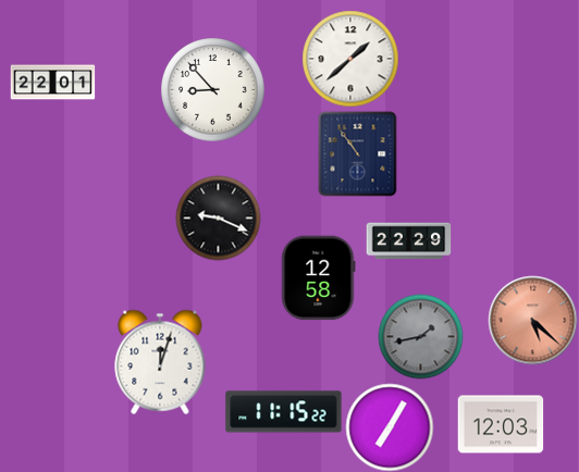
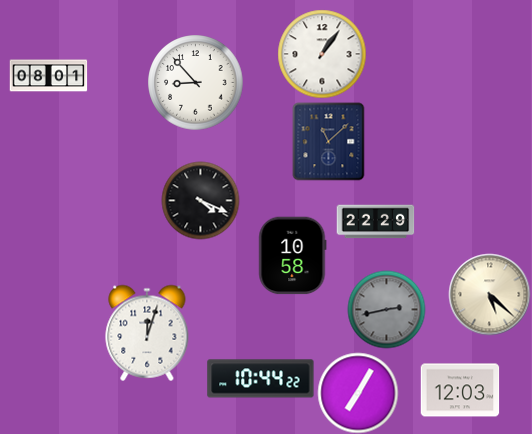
clock at (350, 59): 1:38 -> 1:06
clock at (52, 83): 22:01 -> 08:01
clock at (358, 153): 10:54 -> 11:08
clock at (218, 218): 9:19 -> 4:19
clock at (319, 277): 12:58 -> 10:58
clock at (532, 320) dial: salmon -> cream
clock at (420, 336): 1:43 -> 2:43
clock at (284, 412): 11:15 -> 10:44
